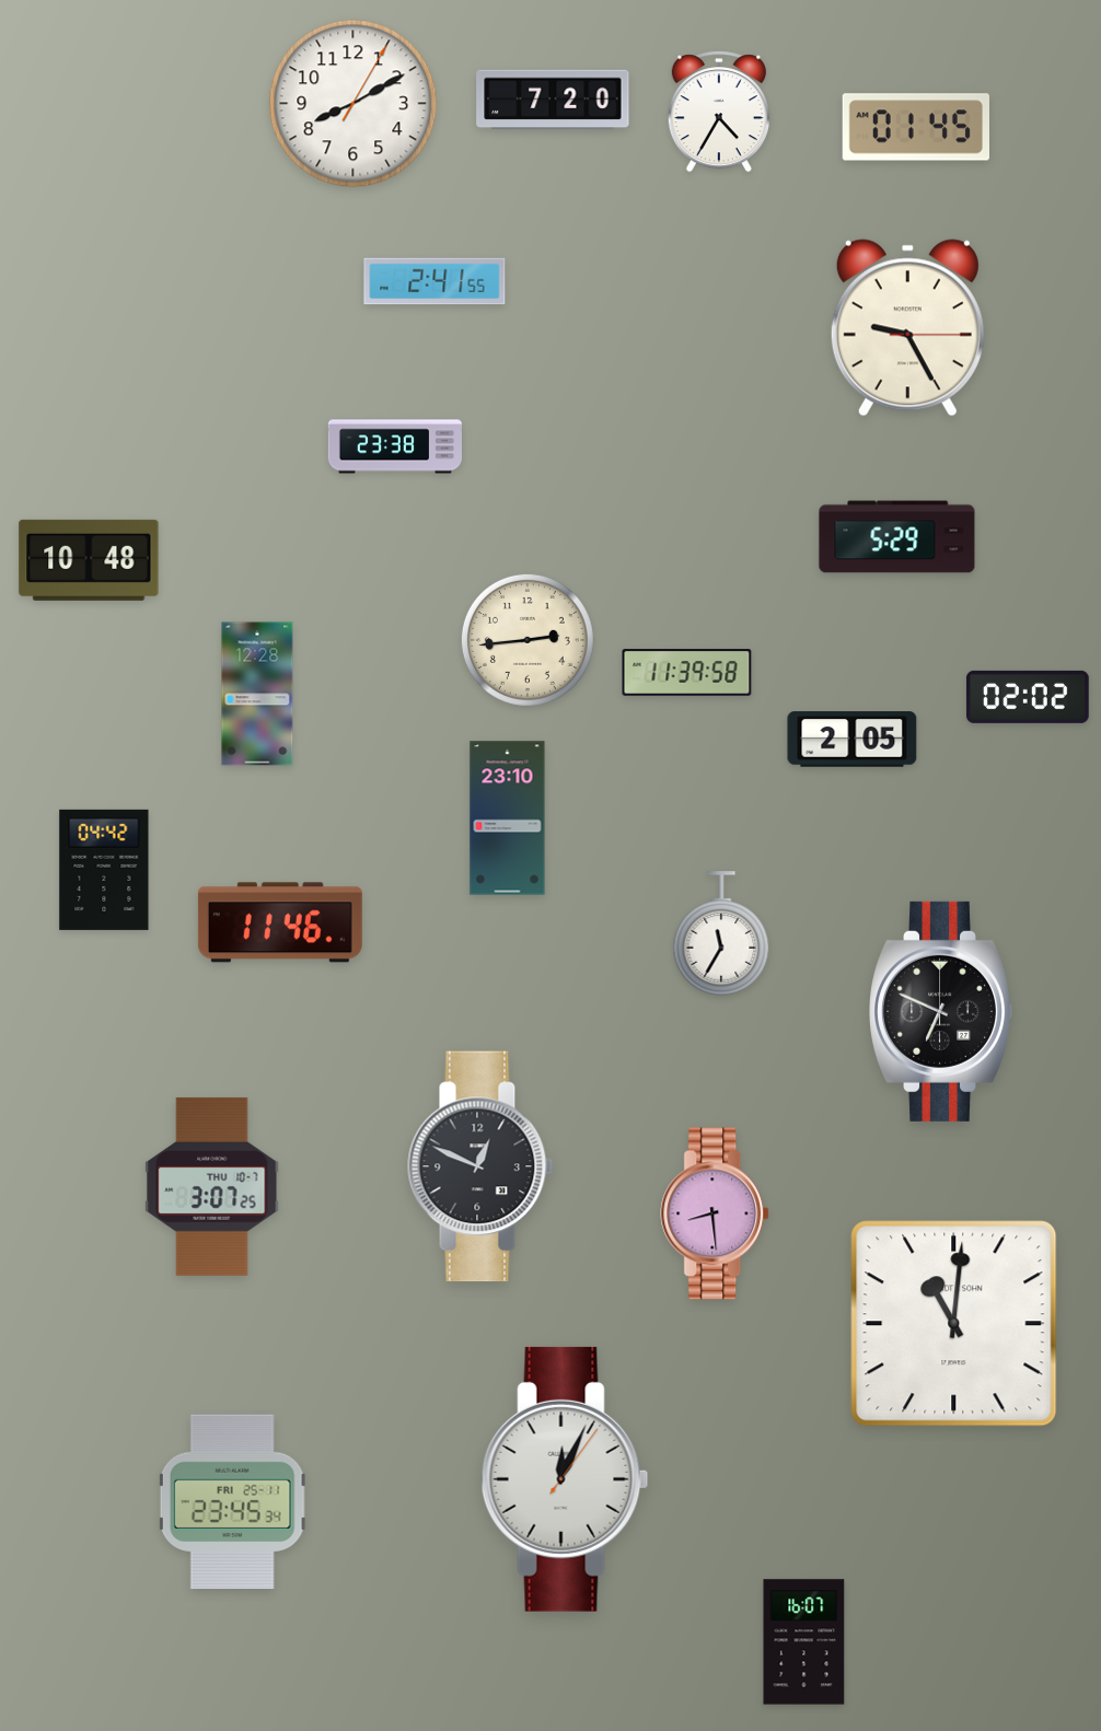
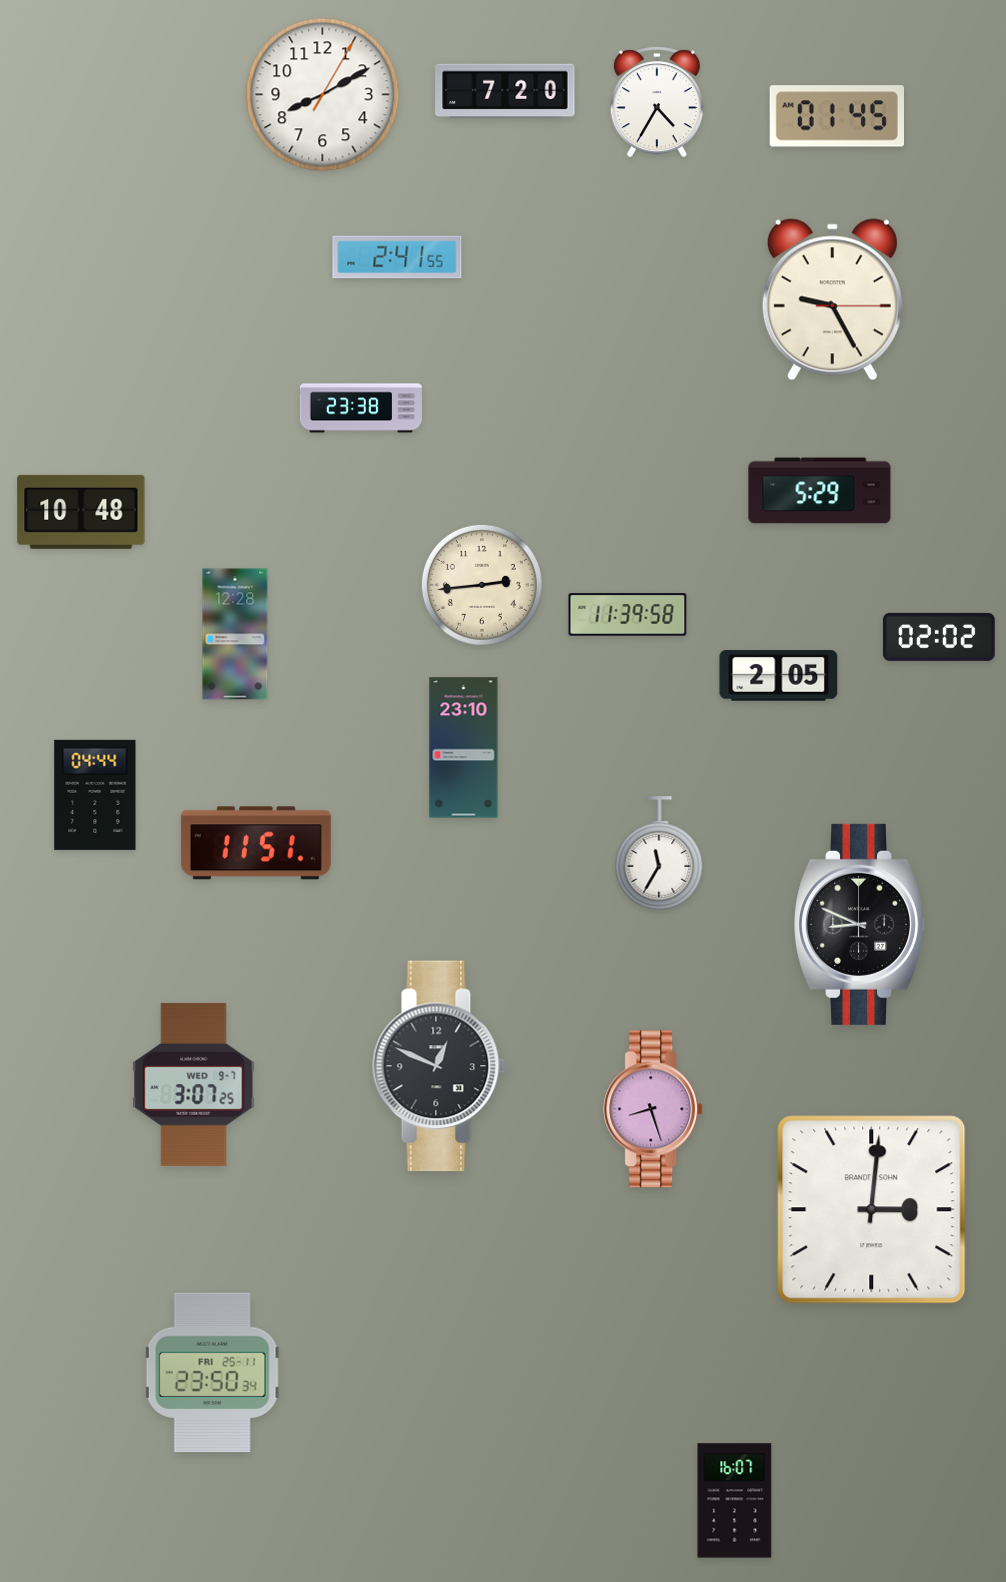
clock at (907, 328) position: (907, 328) -> (832, 300)
clock at (104, 870): 04:42 -> 04:44
clock at (280, 922): 11:46 -> 11:51
clock at (940, 1011): 6:49 -> 8:49
clock at (212, 1186) date: THU 10-7 -> WED 9-7
clock at (716, 1213): 8:29 -> 8:27
clock at (954, 1324): 11:01 -> 3:01
clock at (565, 1479): 12:04 -> none
clock at (233, 1502): 23:45 -> 23:50
